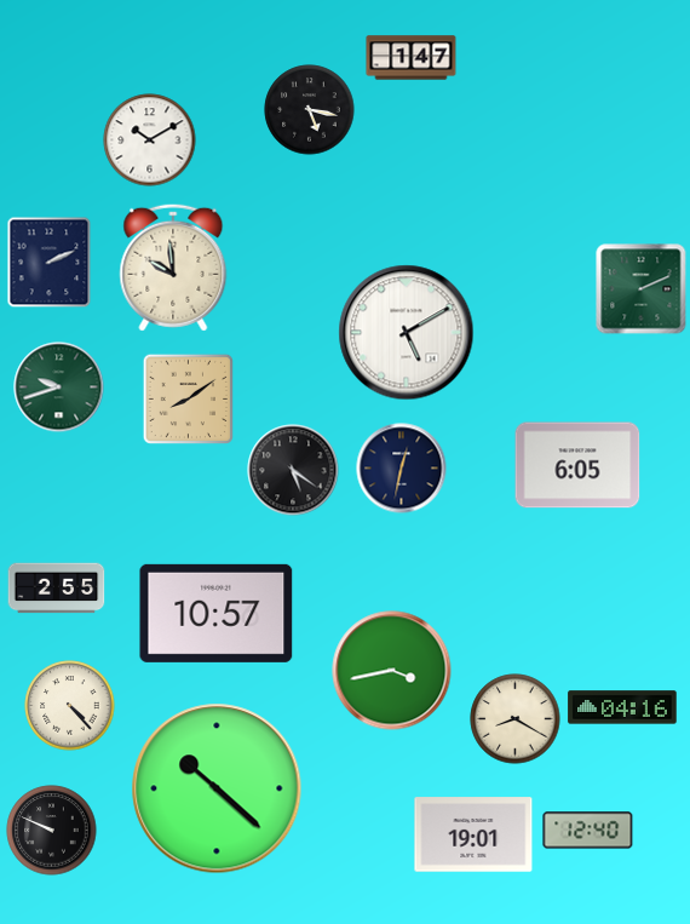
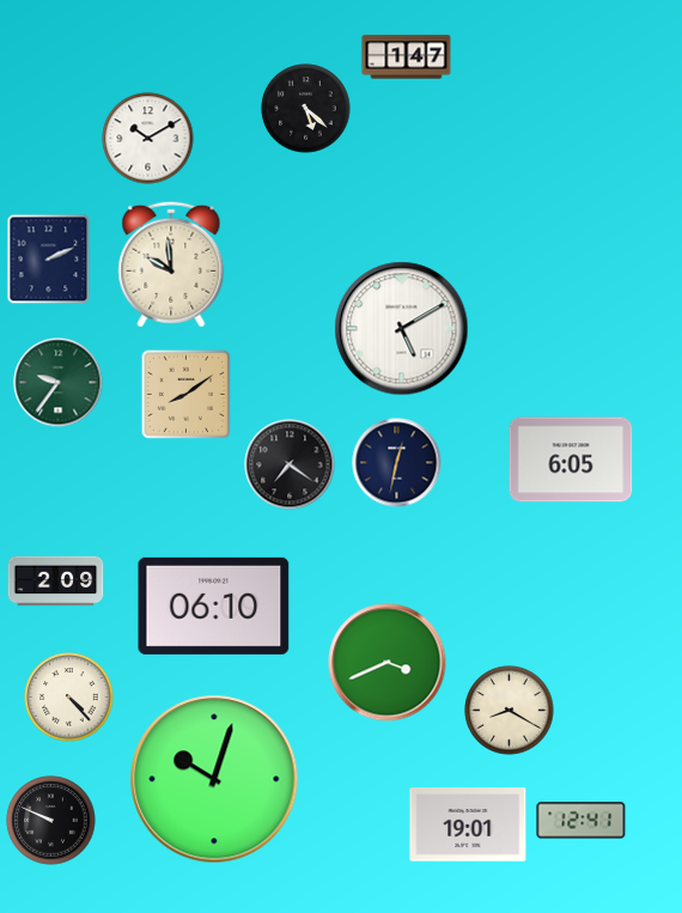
clock at (310, 110): 5:17 -> 5:22
clock at (642, 289): 2:11 -> none
clock at (59, 388): 9:42 -> 9:36
clock at (293, 470): 5:21 -> 7:21
clock at (57, 589): 2:55 -> 2:09
clock at (217, 613): 10:57 -> 06:10
clock at (392, 671): 3:43 -> 3:41
clock at (622, 707): 04:16 -> none
clock at (217, 788): 10:22 -> 10:03
clock at (588, 831): 12:40 -> 12:41
